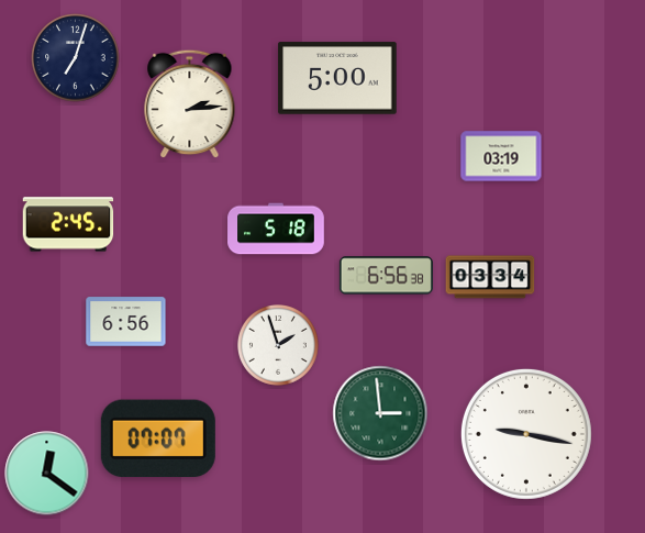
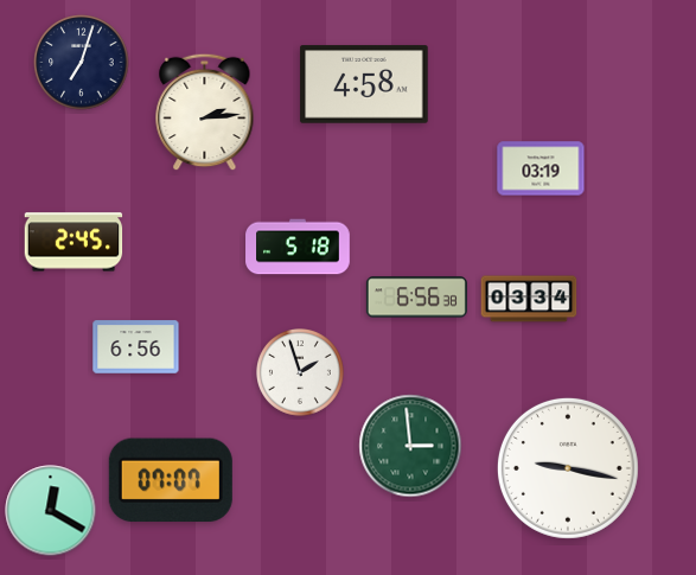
clock at (337, 78): 5:00 -> 4:58
clock at (158, 438) position: (158, 438) -> (171, 480)
clock at (47, 474): 12:21 -> 12:20
